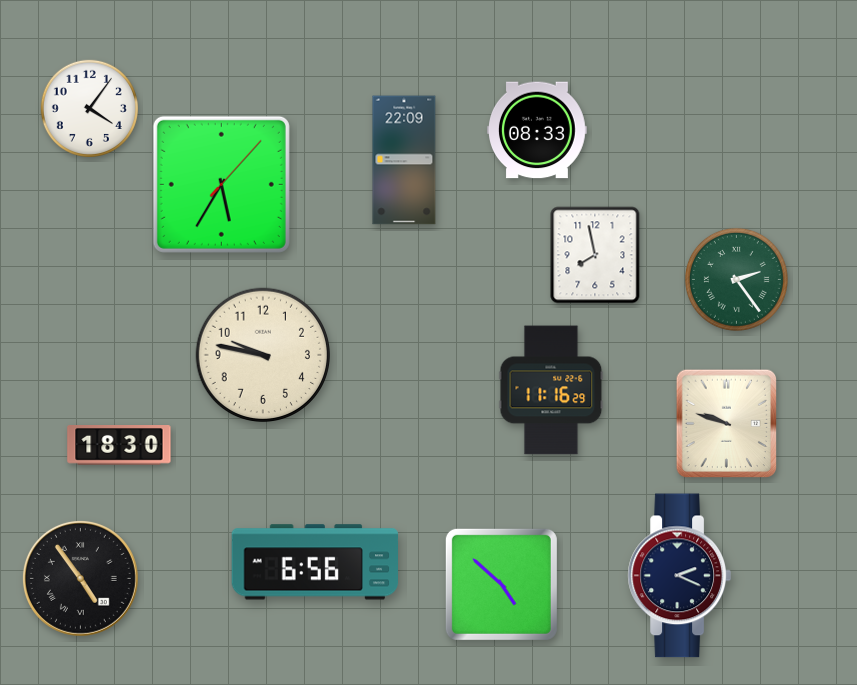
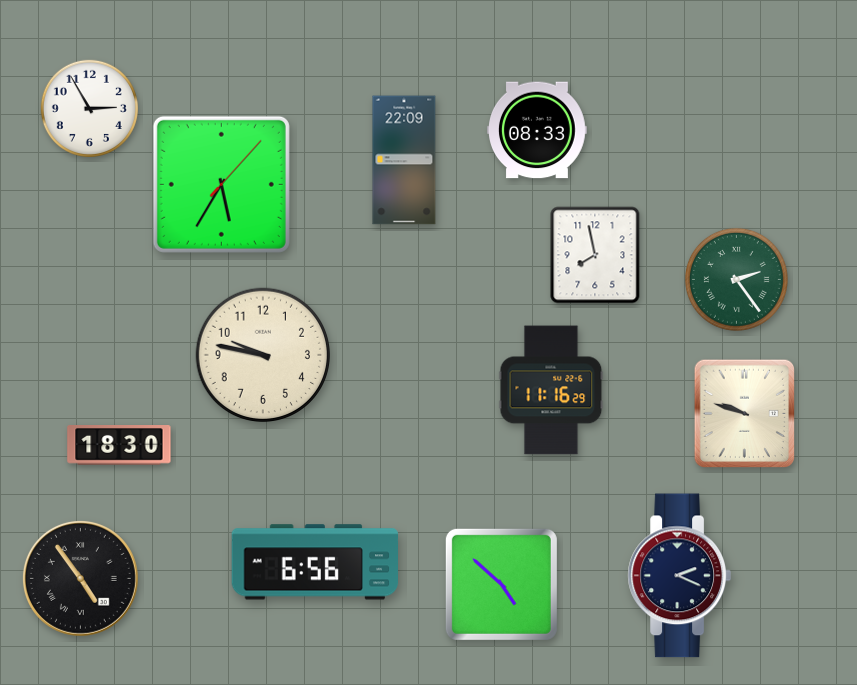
clock at (89, 108): 4:06 -> 2:55
clock at (727, 424) position: (727, 424) -> (745, 414)
